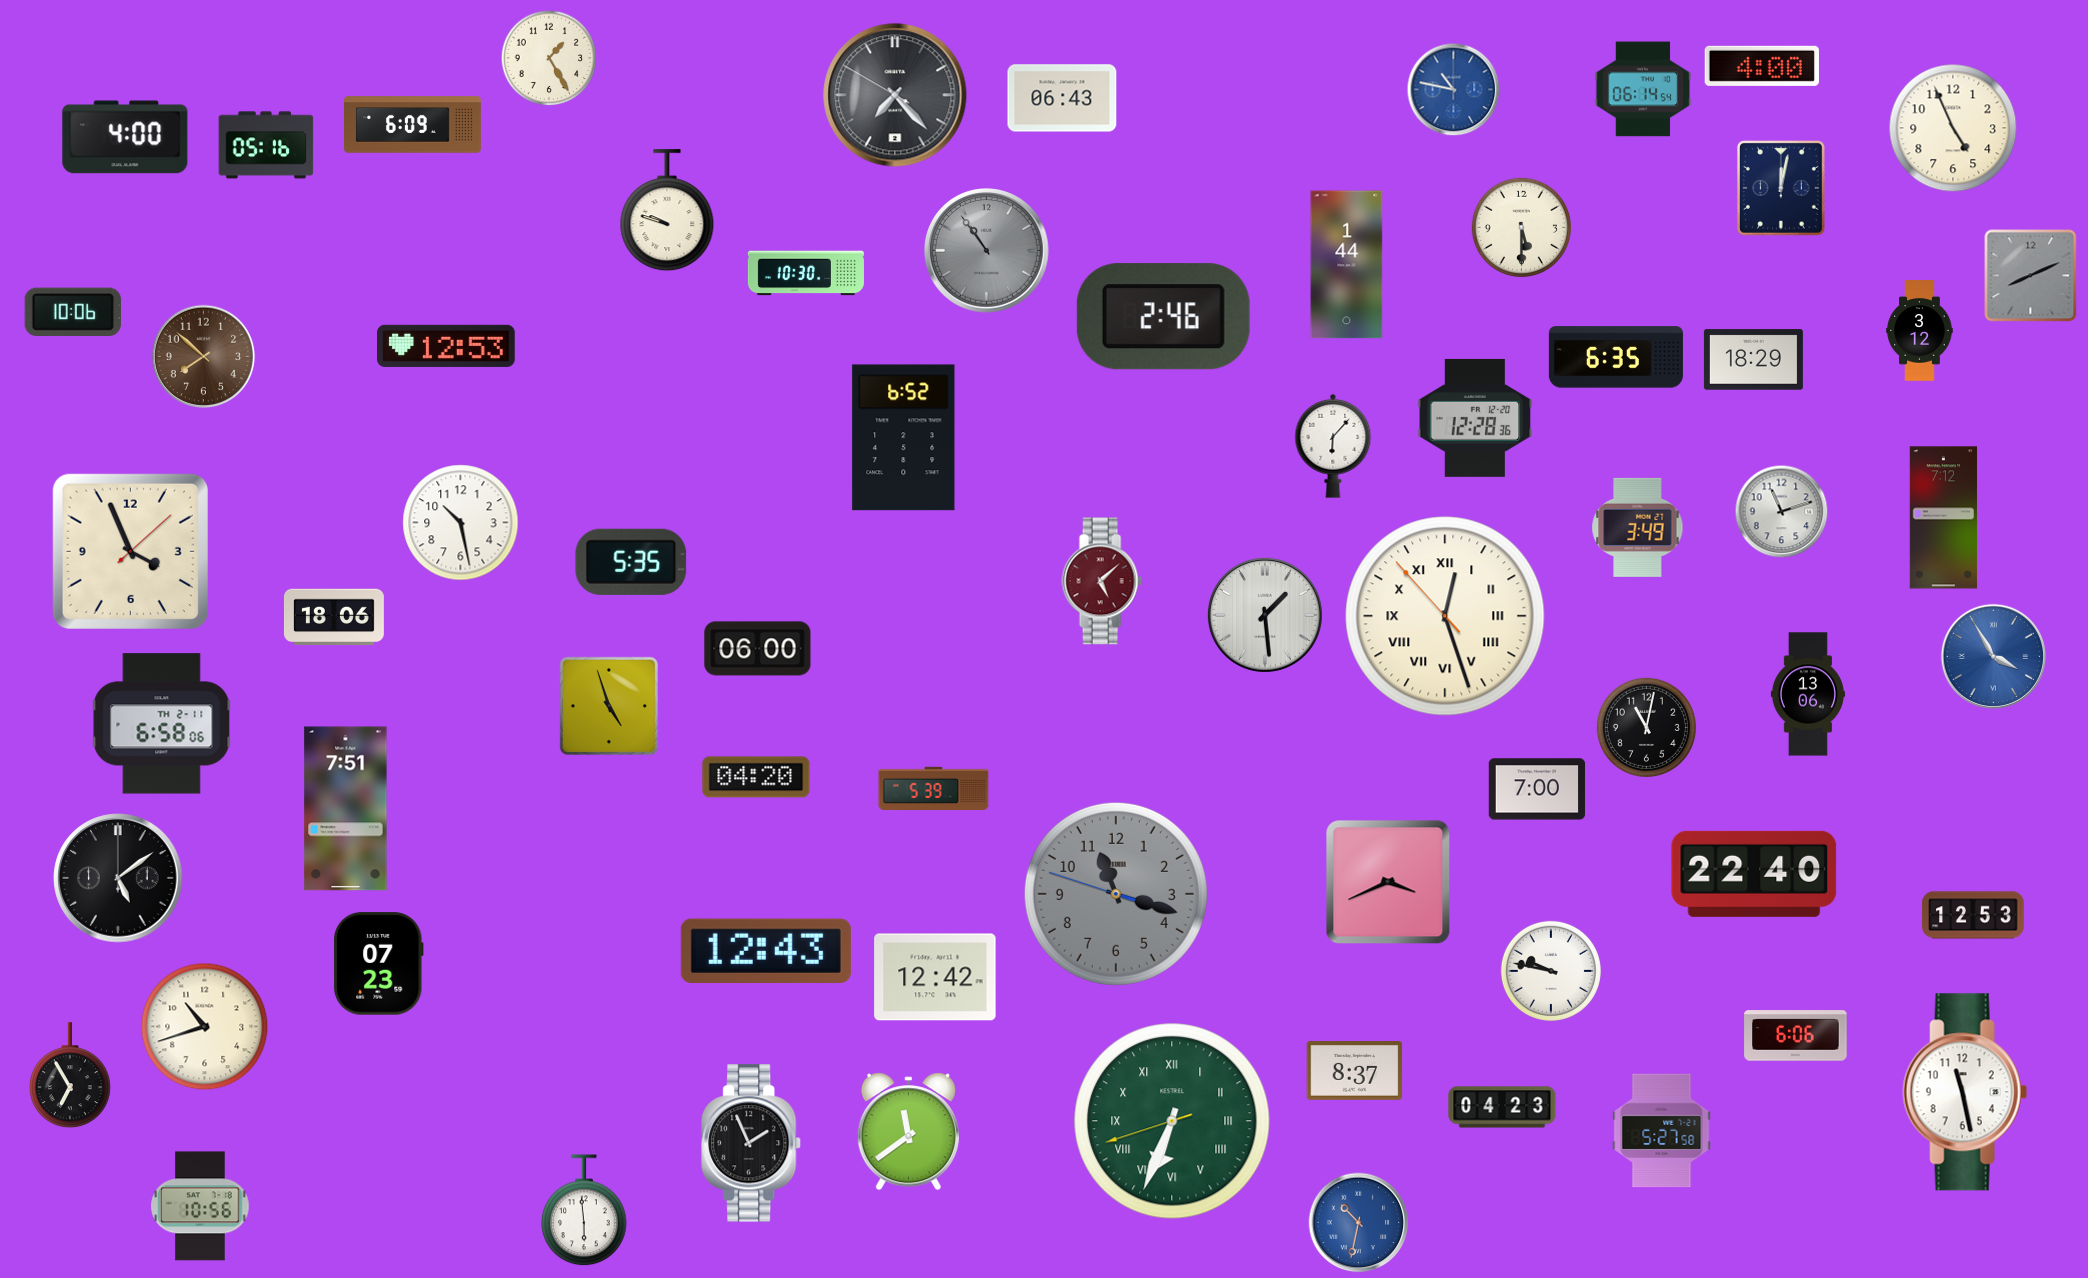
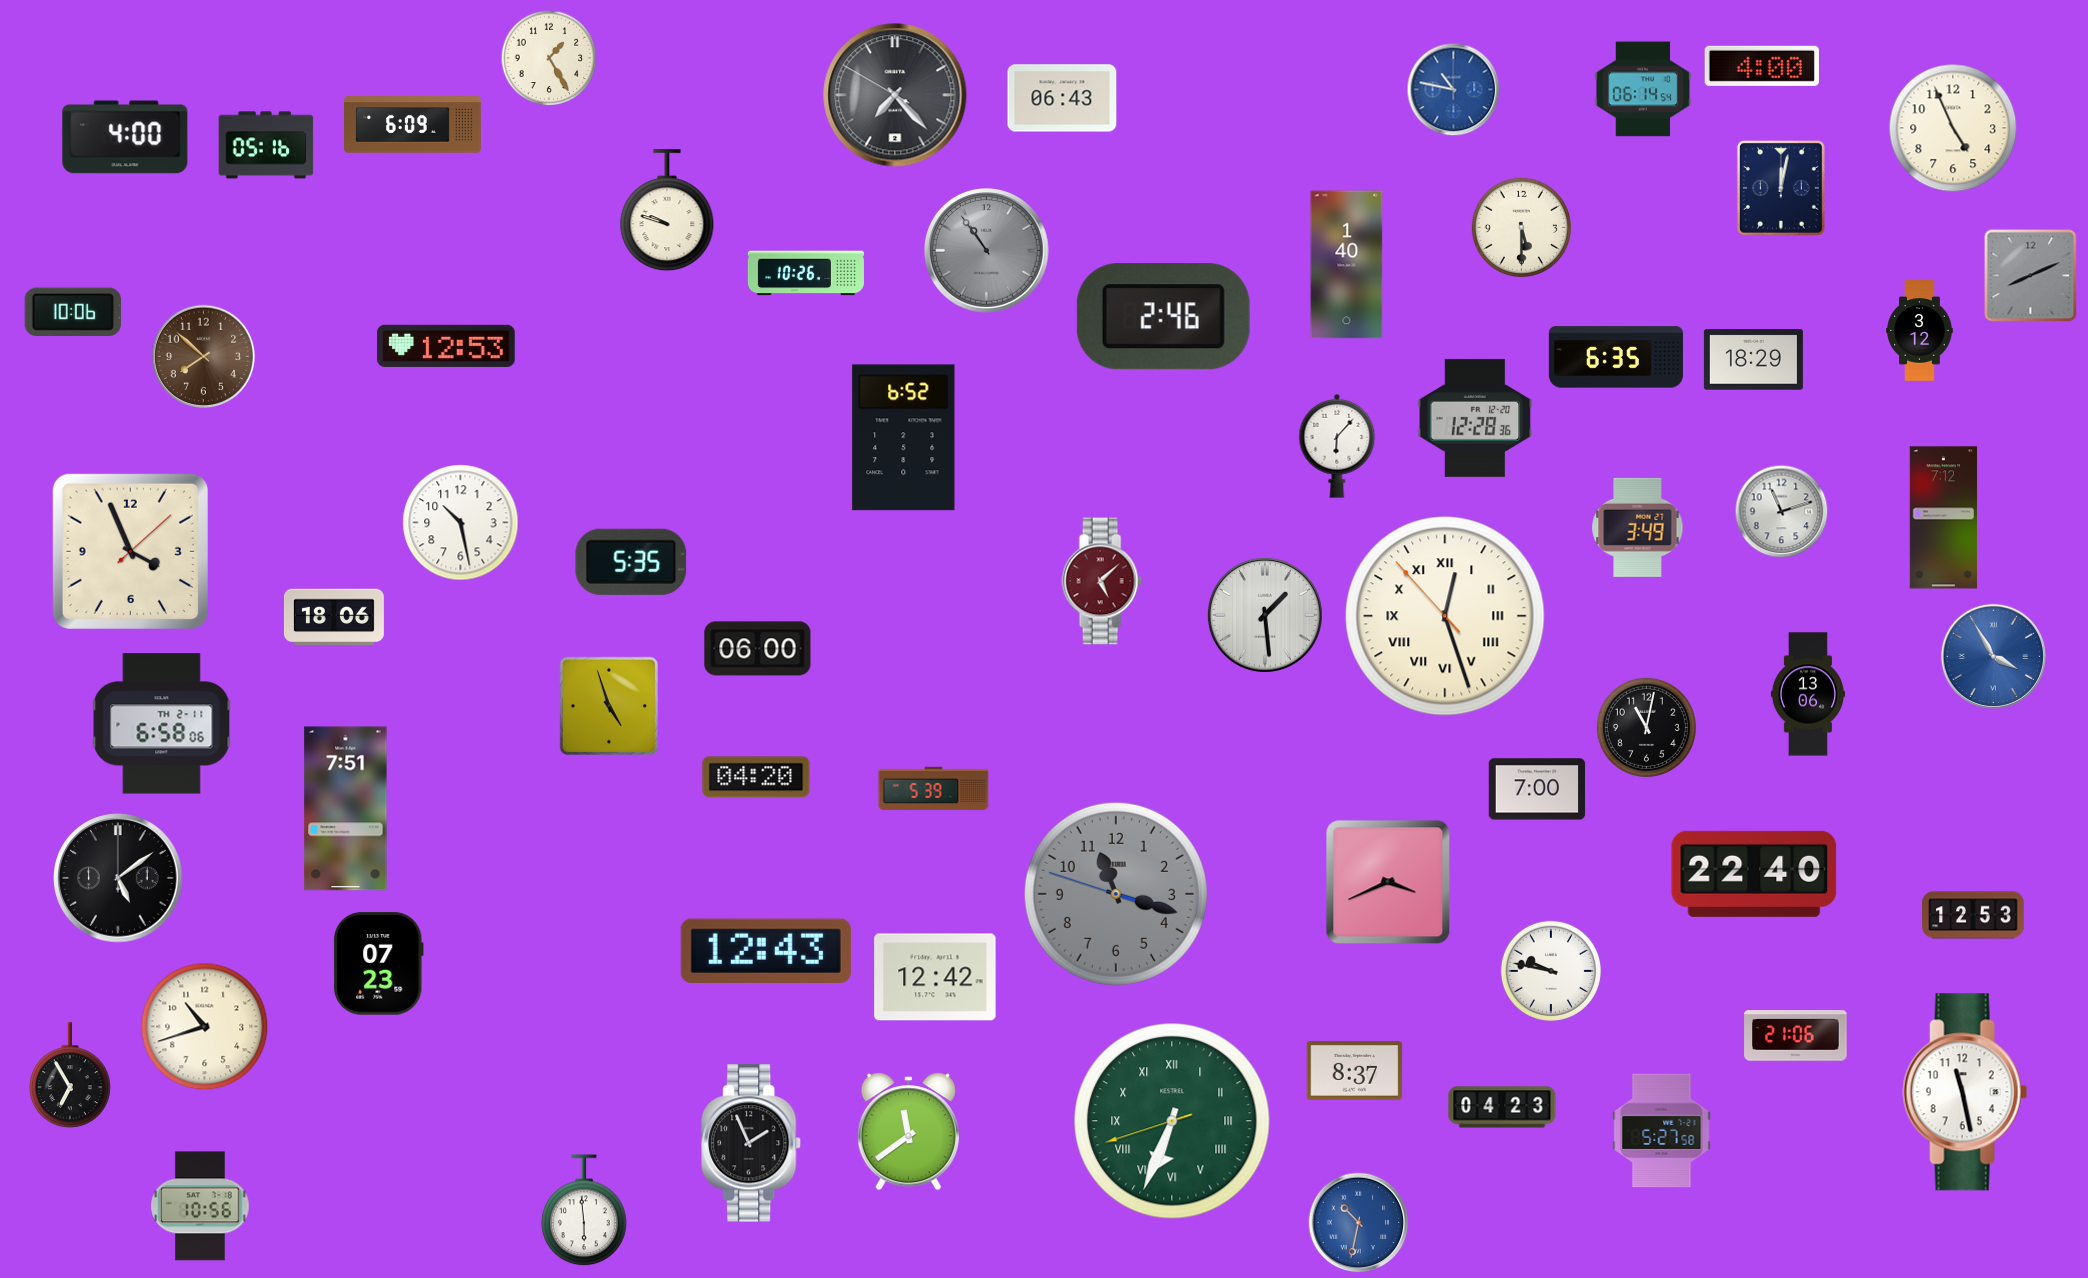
clock at (1347, 265): 1:44 -> 1:40
clock at (806, 273): 10:30 -> 10:26
clock at (1333, 446) position: (1333, 446) -> (1337, 446)
clock at (1796, 1036): 6:06 -> 21:06
